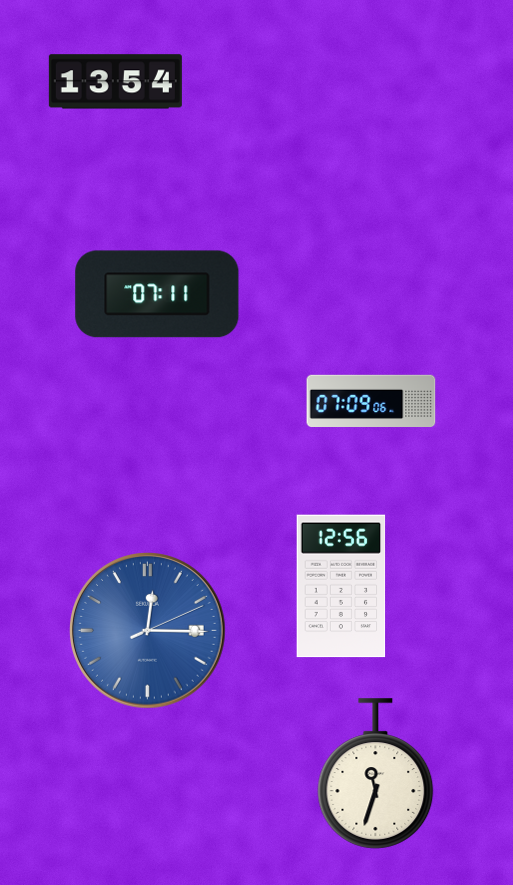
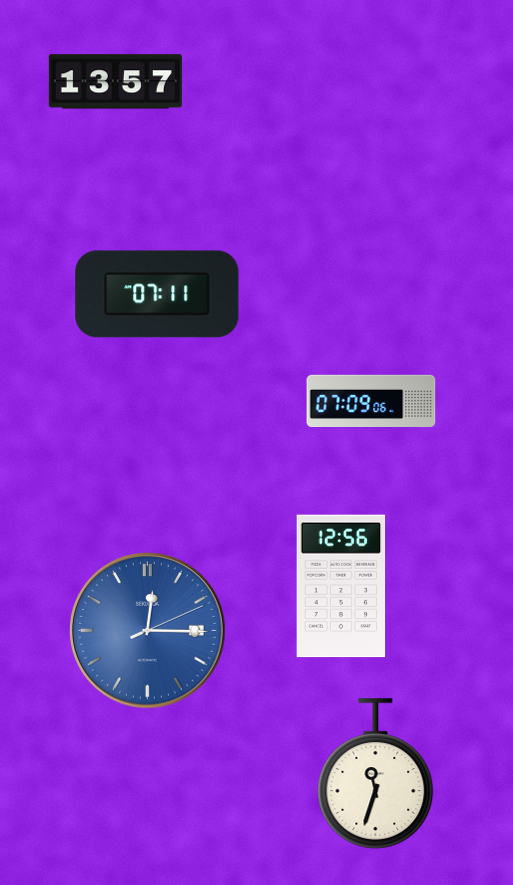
clock at (115, 82): 13:54 -> 13:57
